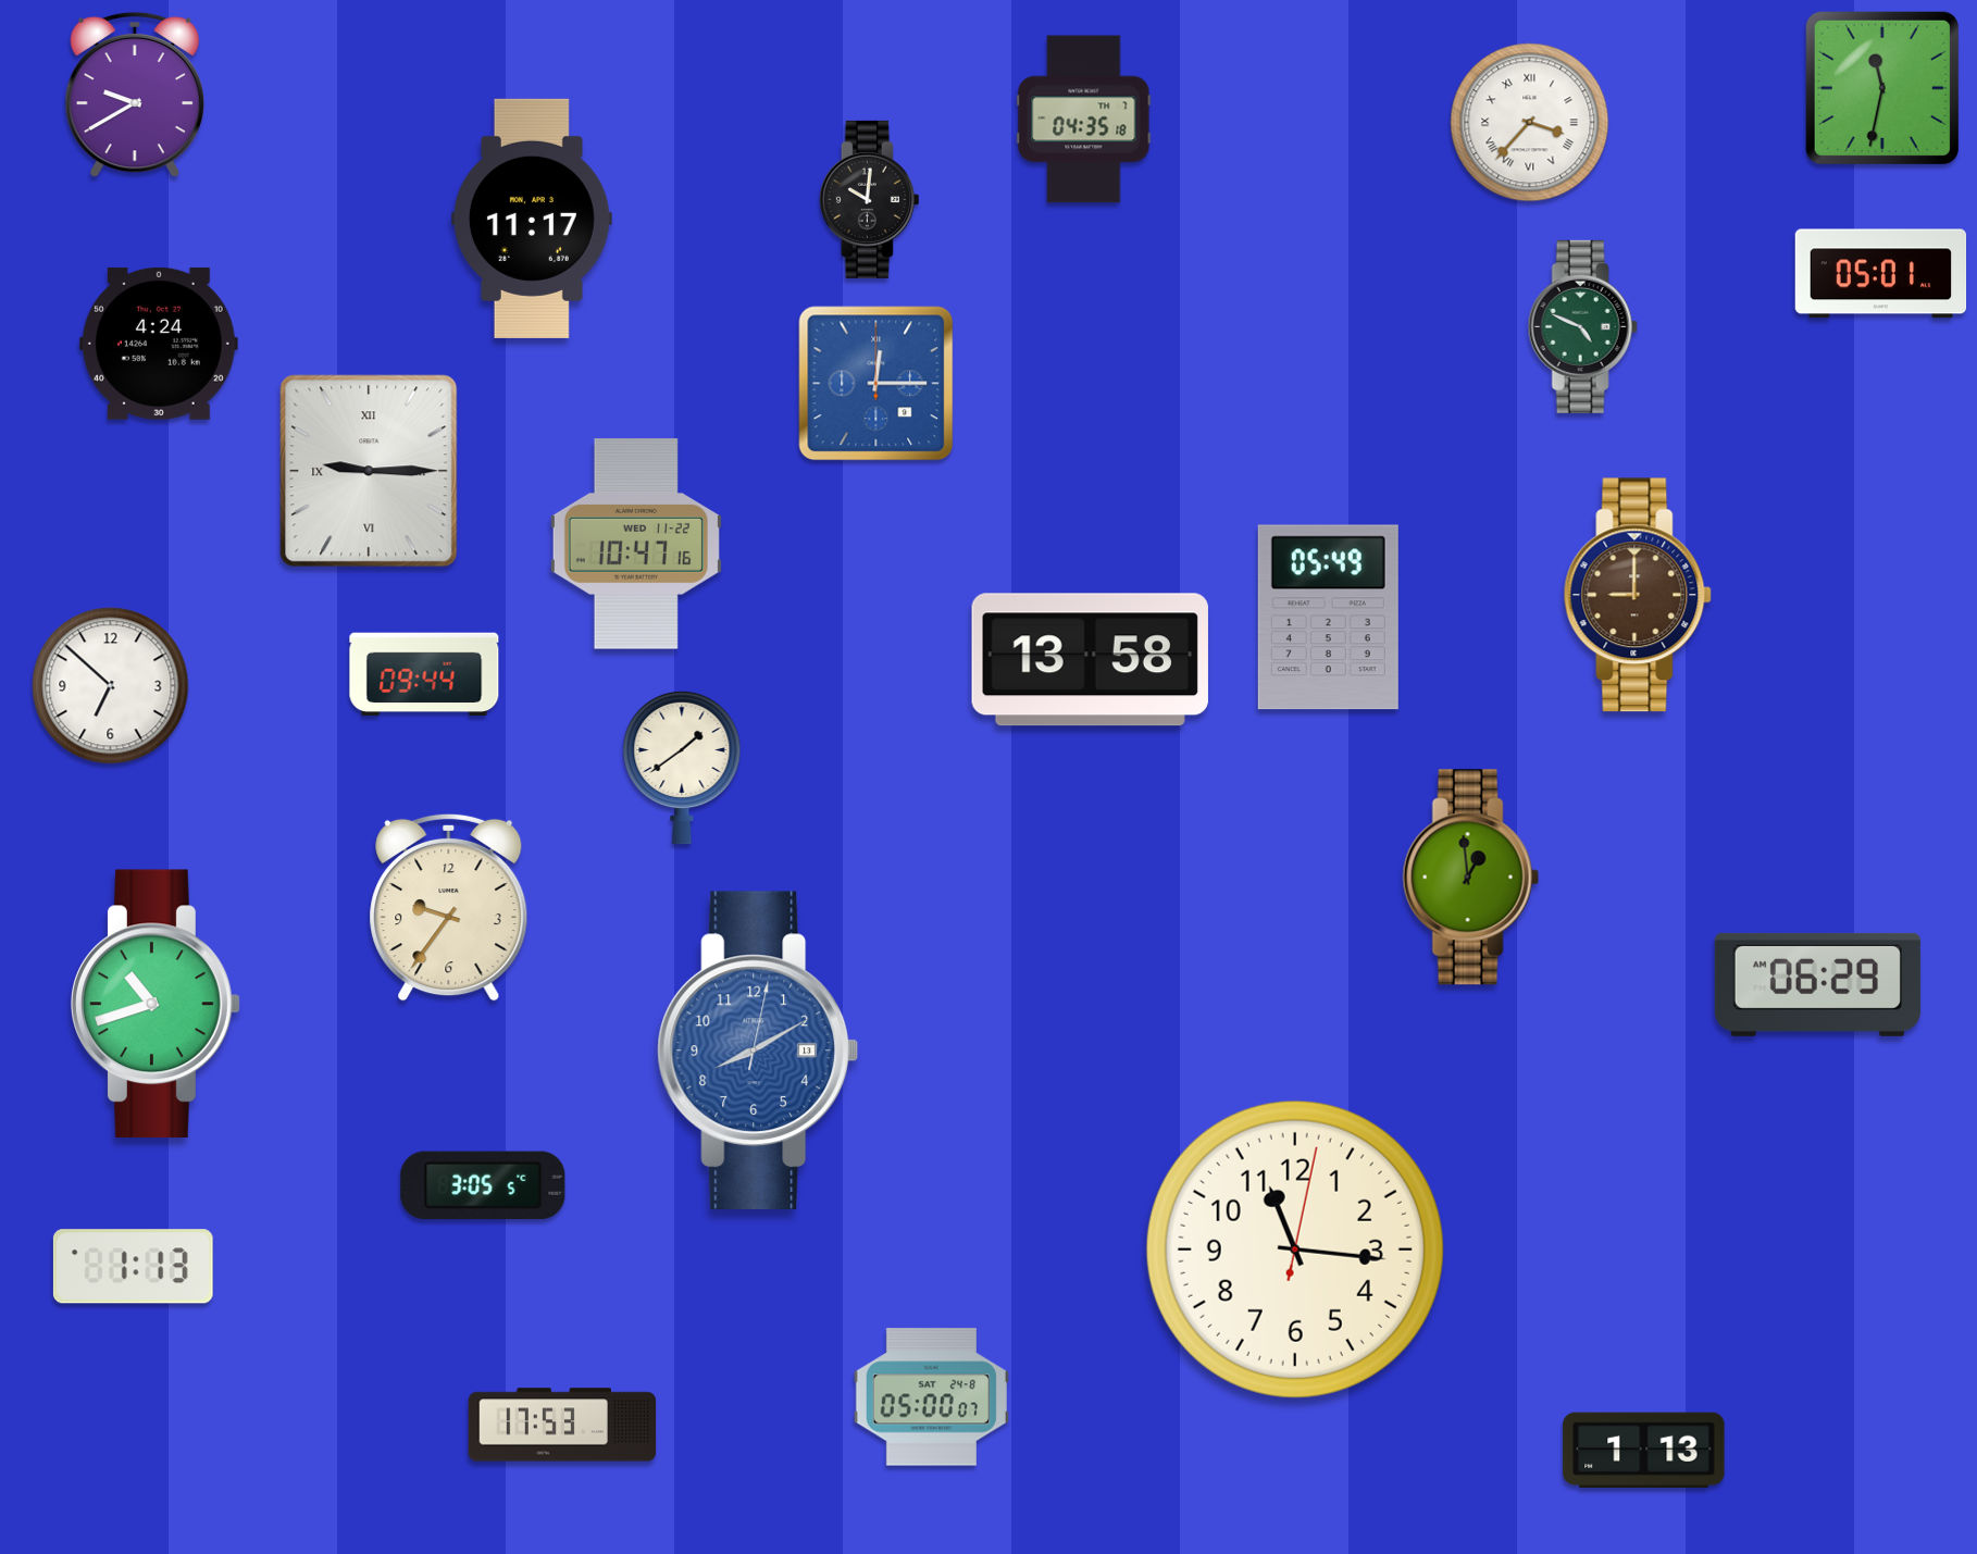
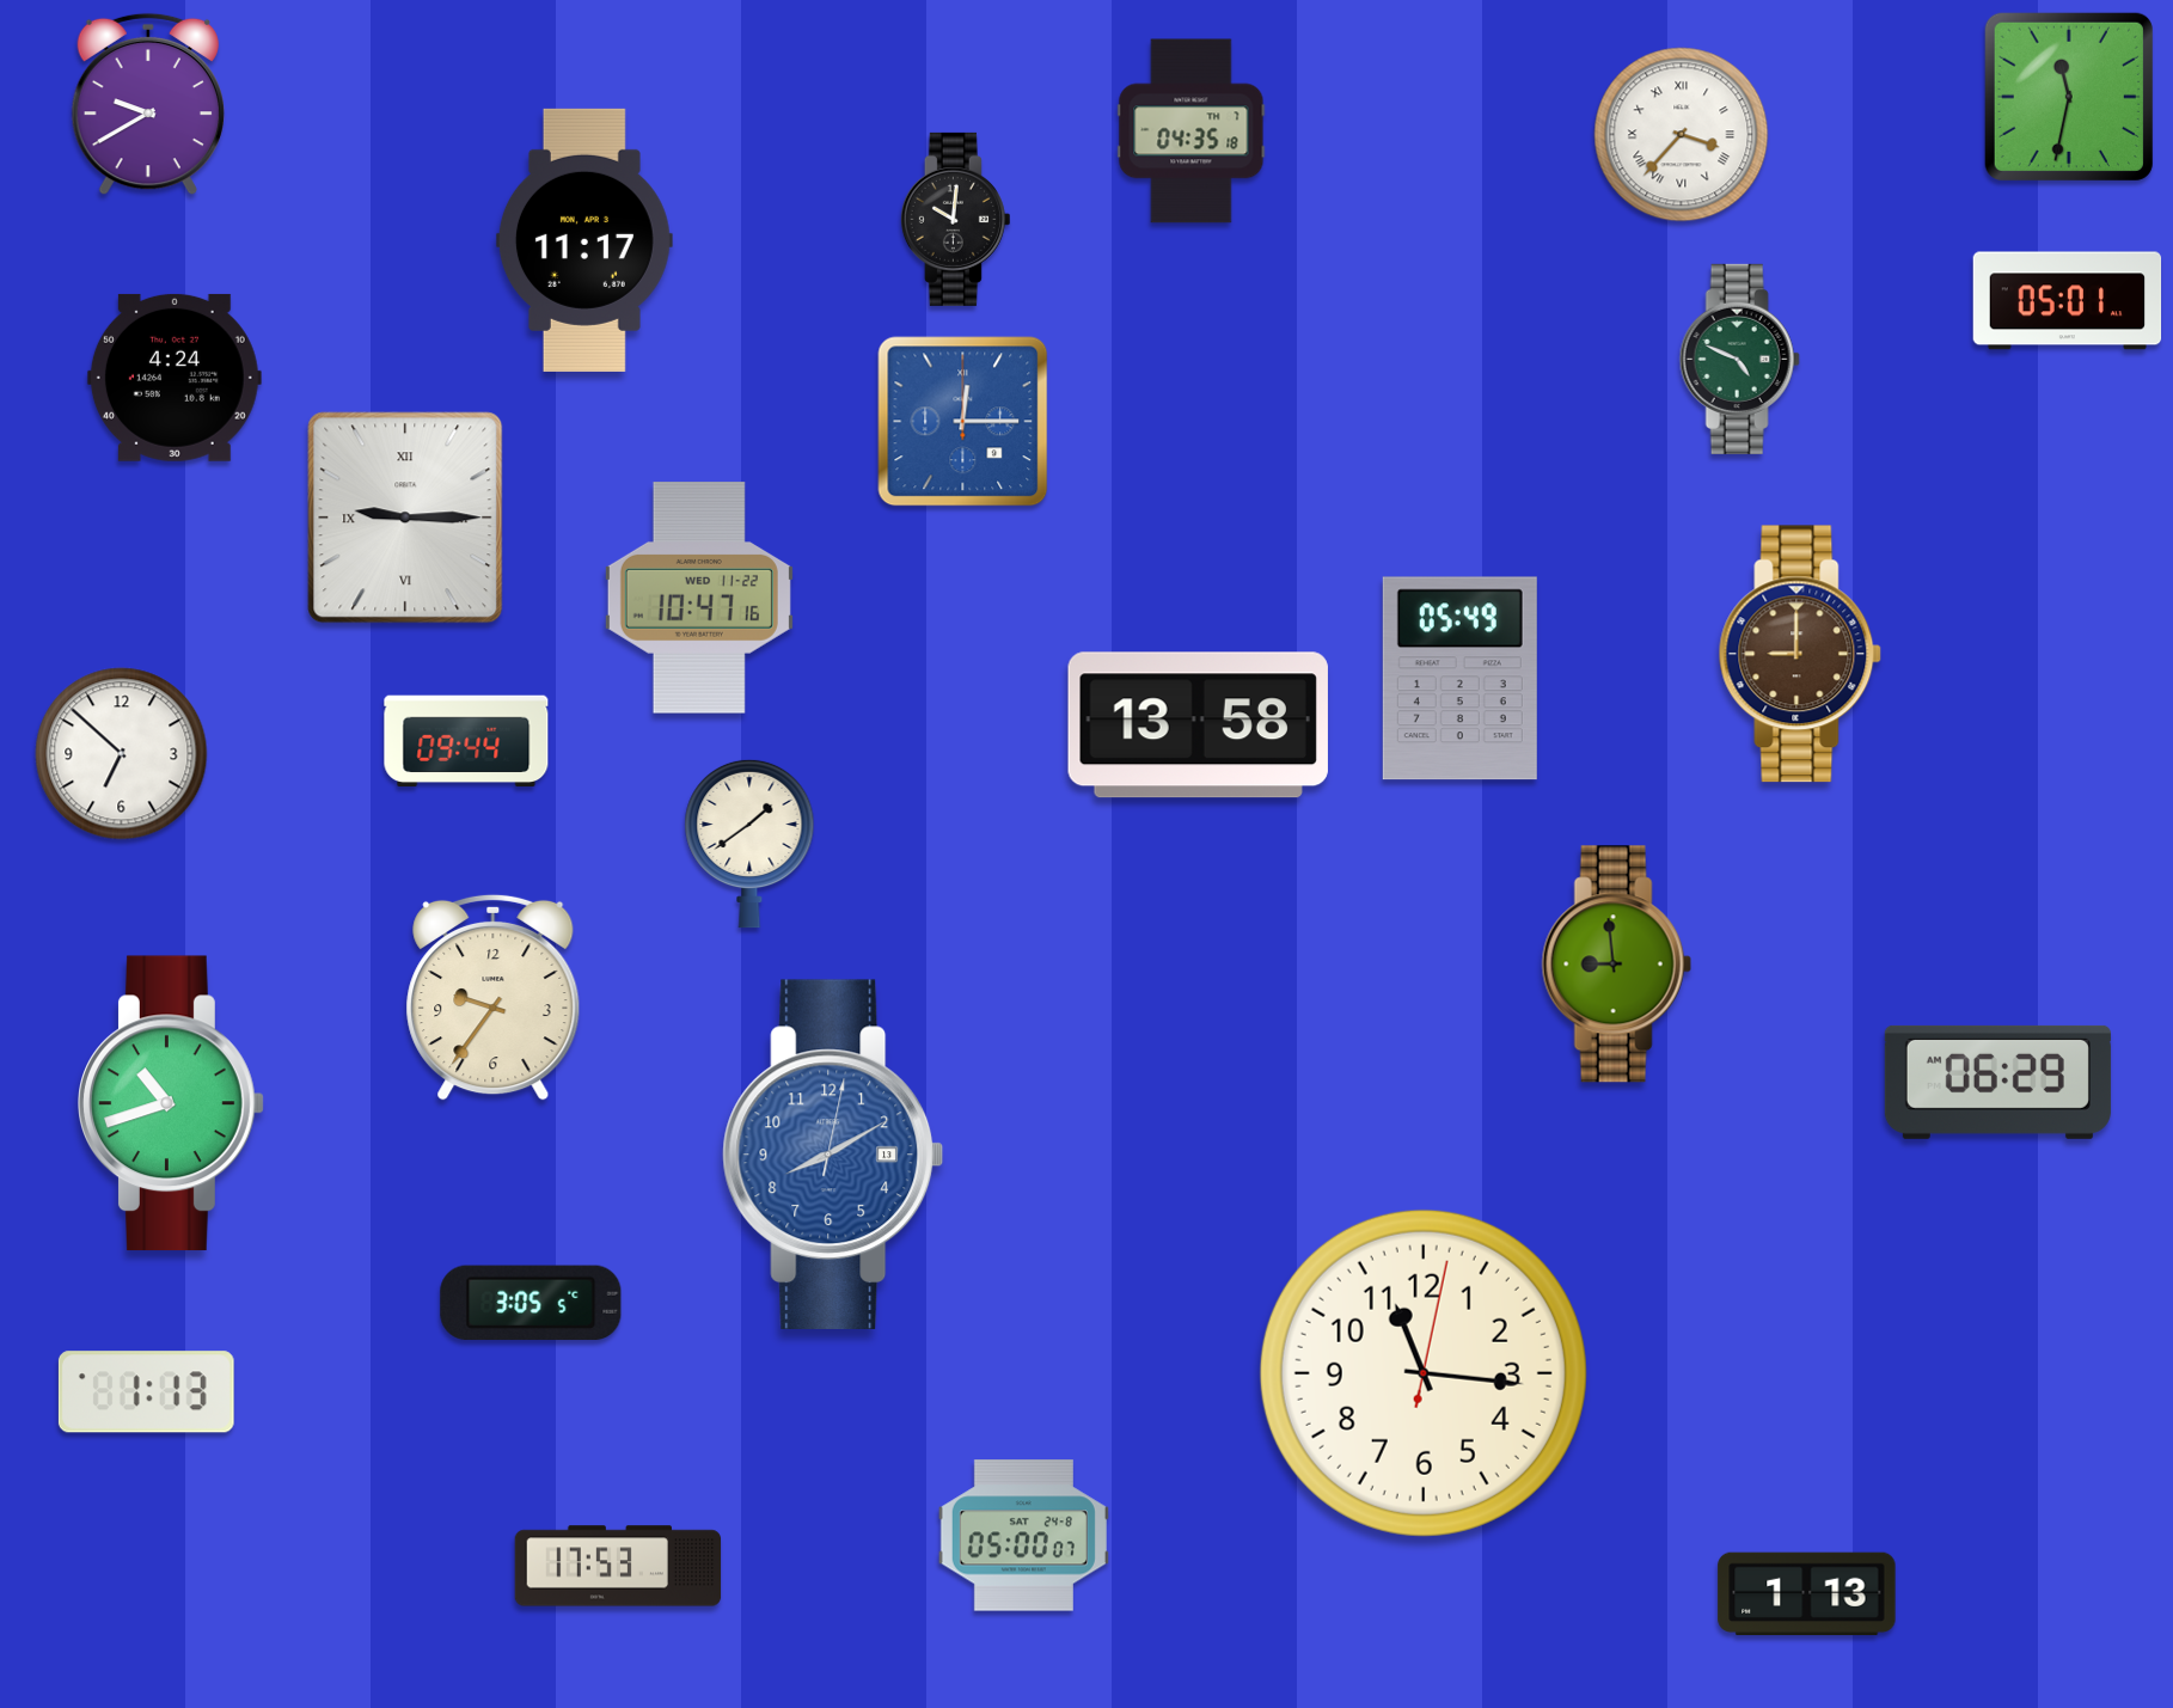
clock at (1470, 878): 12:59 -> 8:59
